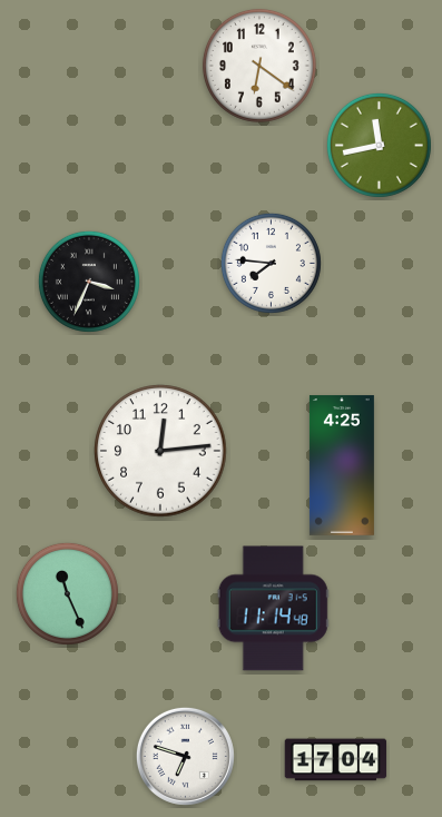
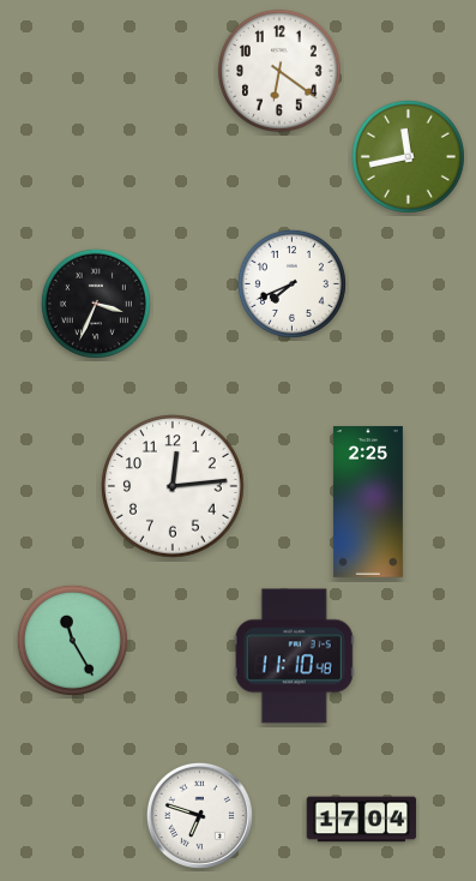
clock at (271, 263): 7:46 -> 7:41
clock at (342, 465): 4:25 -> 2:25
clock at (67, 593): 11:26 -> 11:25
clock at (273, 609): 11:14 -> 11:10
